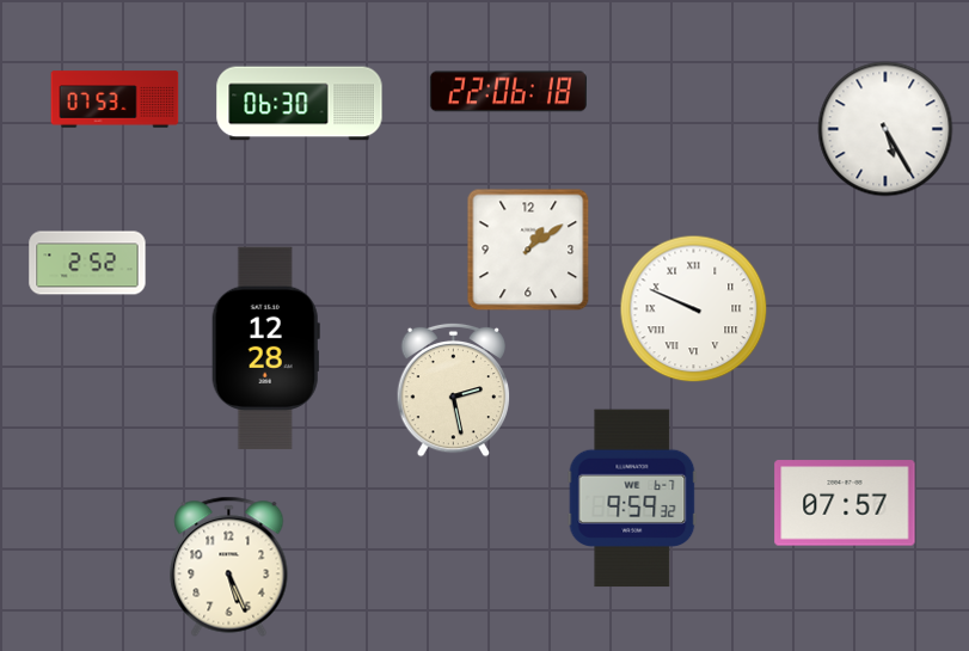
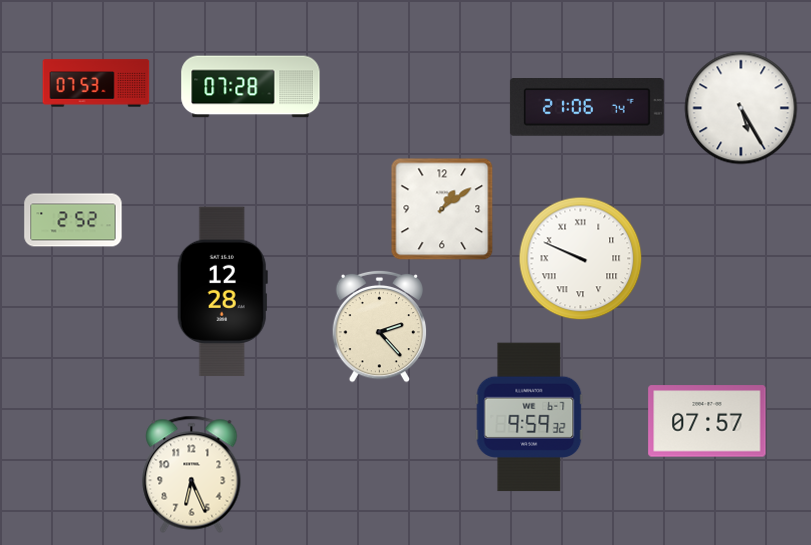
clock at (508, 92): 22:06 -> none
clock at (300, 104): 06:30 -> 07:28
clock at (587, 108): none -> 21:06
clock at (454, 389): 2:28 -> 2:23
clock at (229, 566): 5:26 -> 6:26
